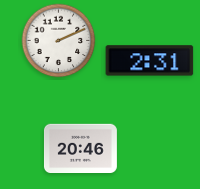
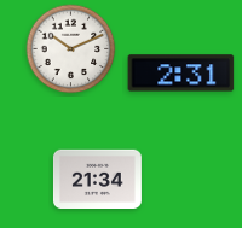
clock at (59, 41): 2:11 -> 10:11
clock at (80, 148): 20:46 -> 21:34
